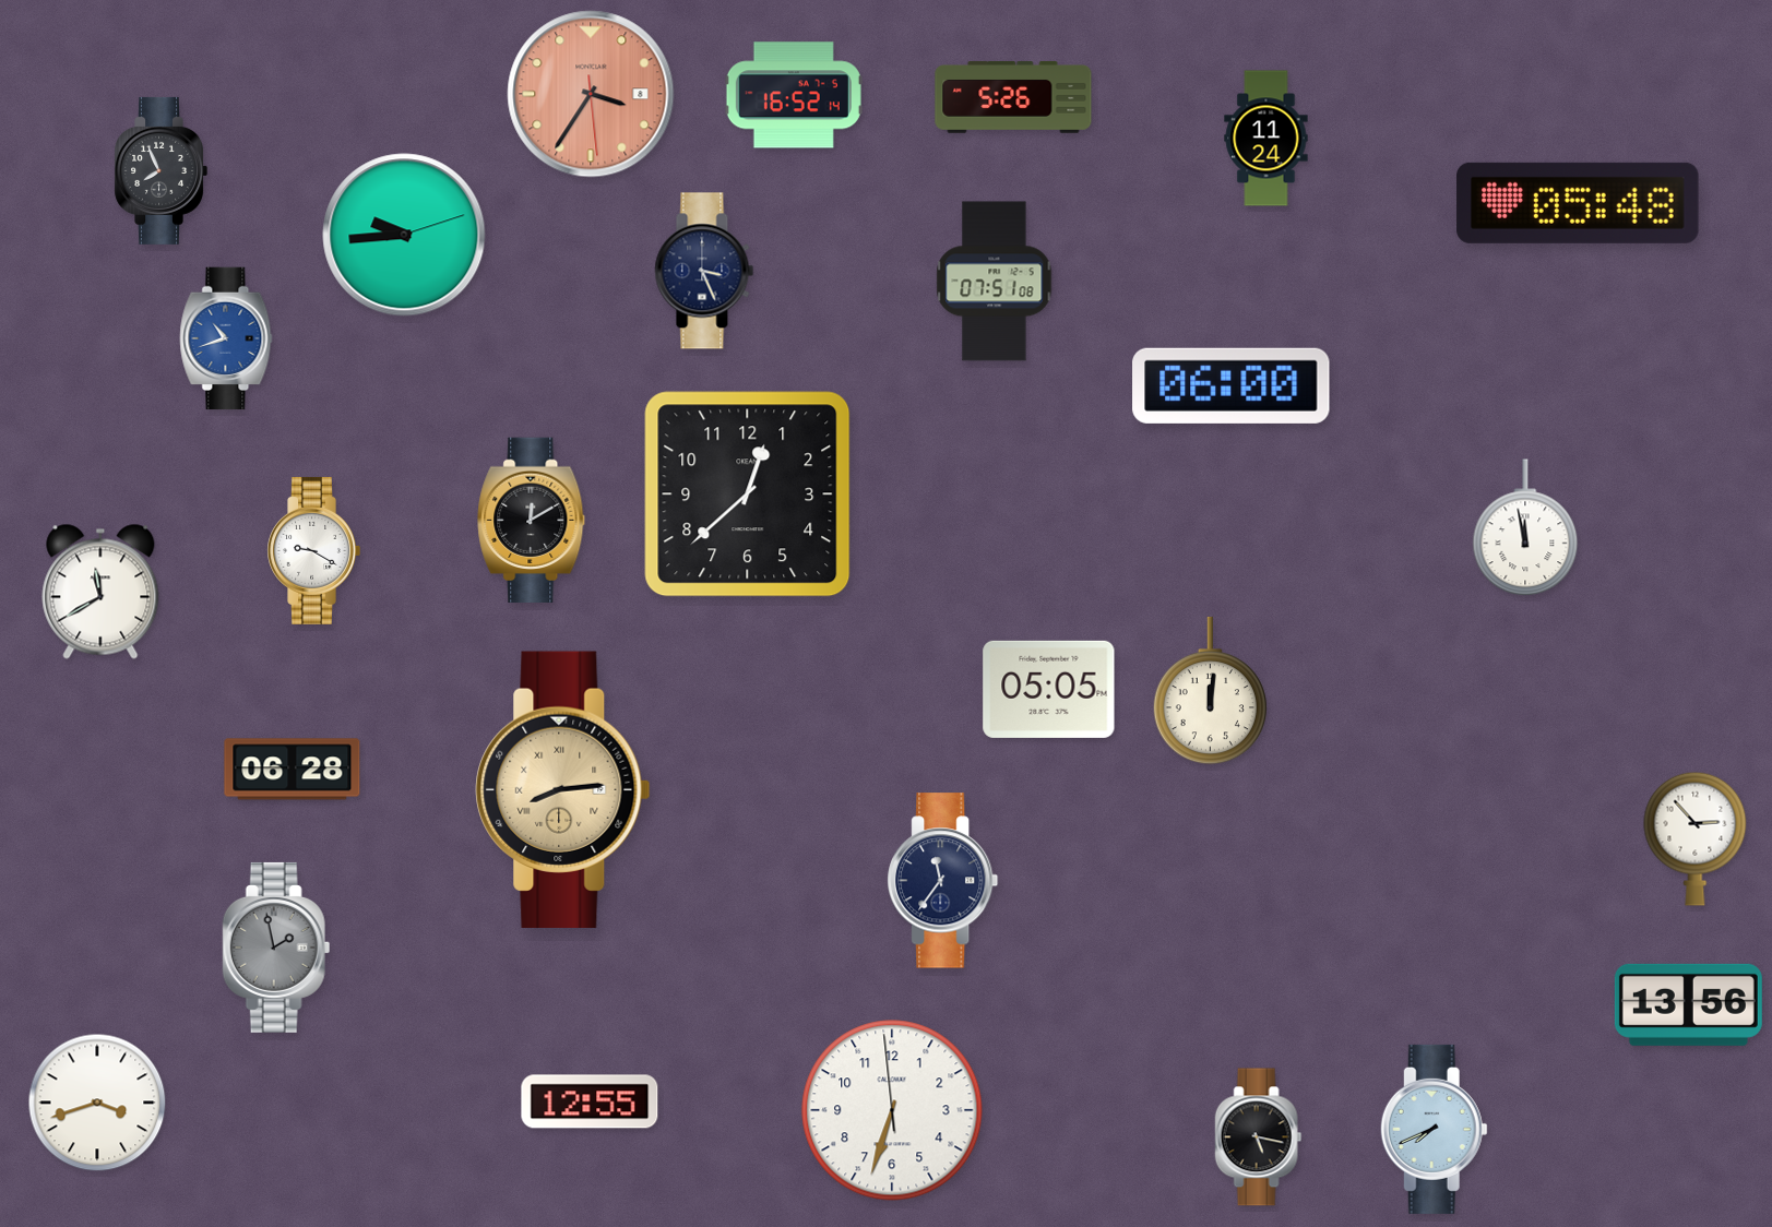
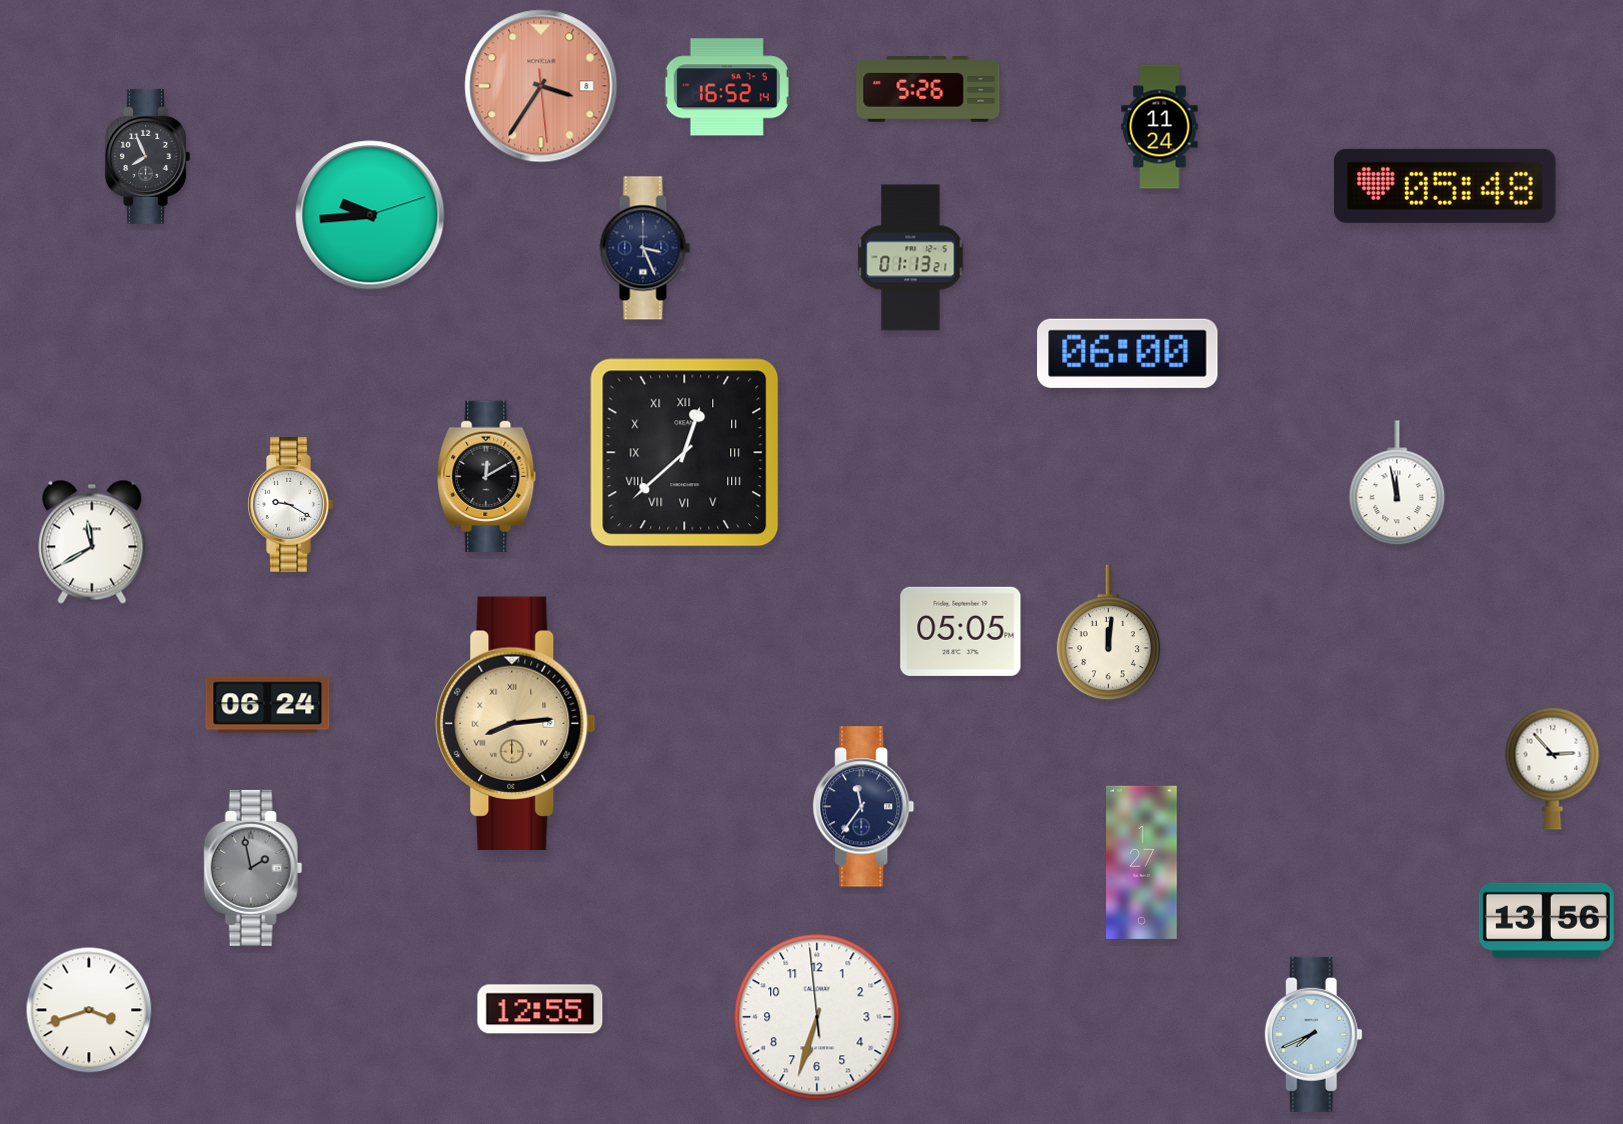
clock at (995, 282): 07:51 -> 01:13
clock at (226, 338): 10:42 -> none
clock at (748, 495) numerals: Arabic -> Roman
clock at (313, 550) position: (313, 550) -> (290, 504)
clock at (293, 770): 06:28 -> 06:24
clock at (1142, 862): none -> 1:27
clock at (1259, 1137): 5:17 -> none
